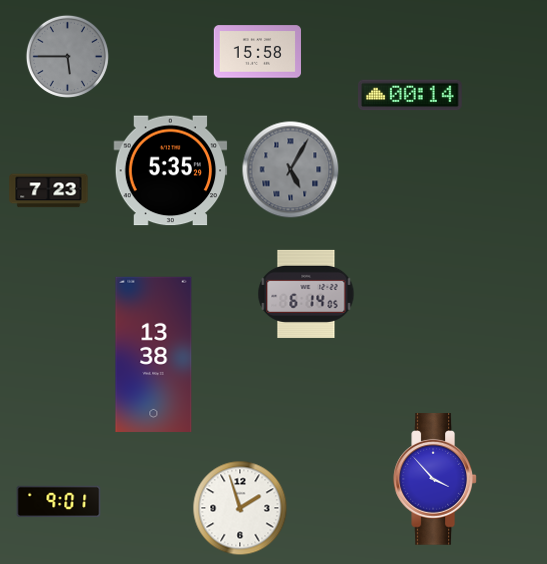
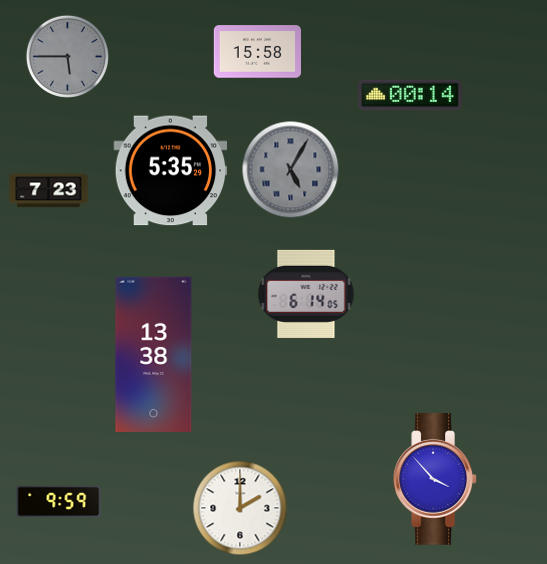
clock at (59, 502): 9:01 -> 9:59
clock at (240, 508): 1:57 -> 2:00
